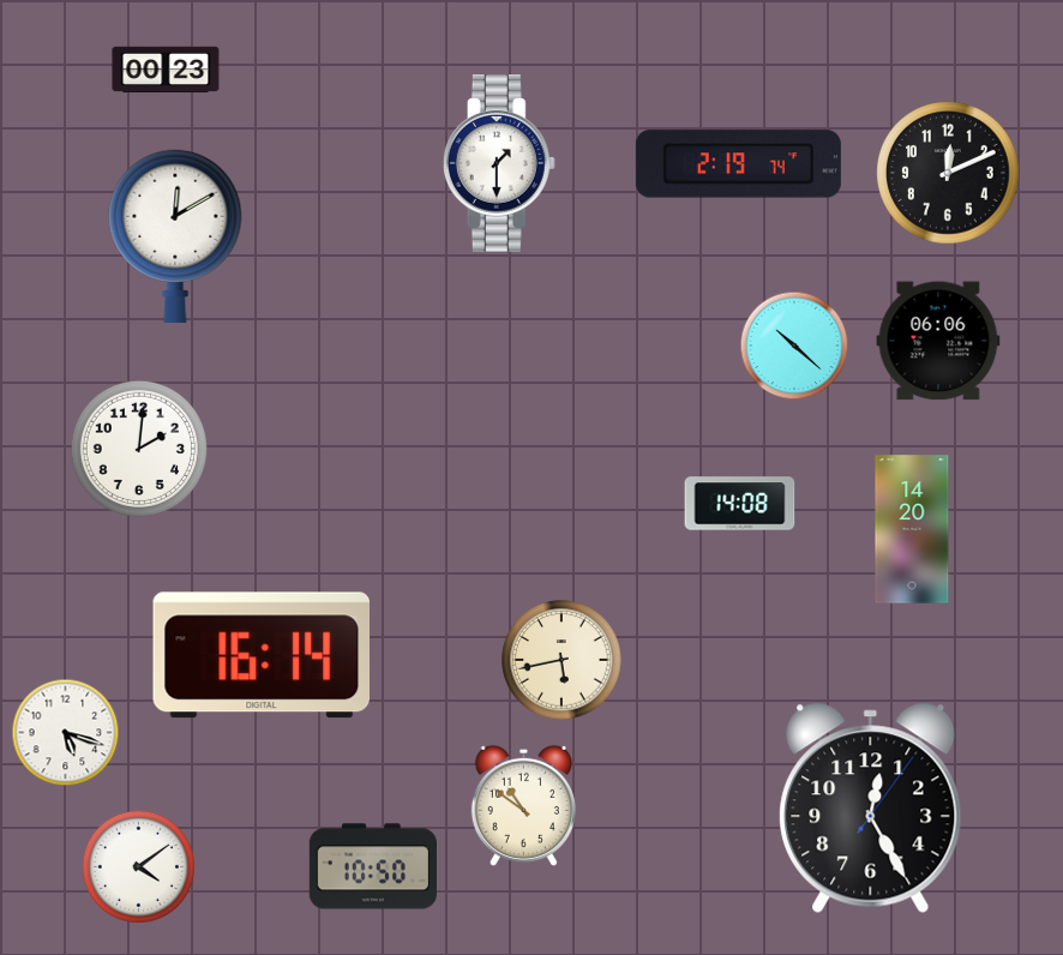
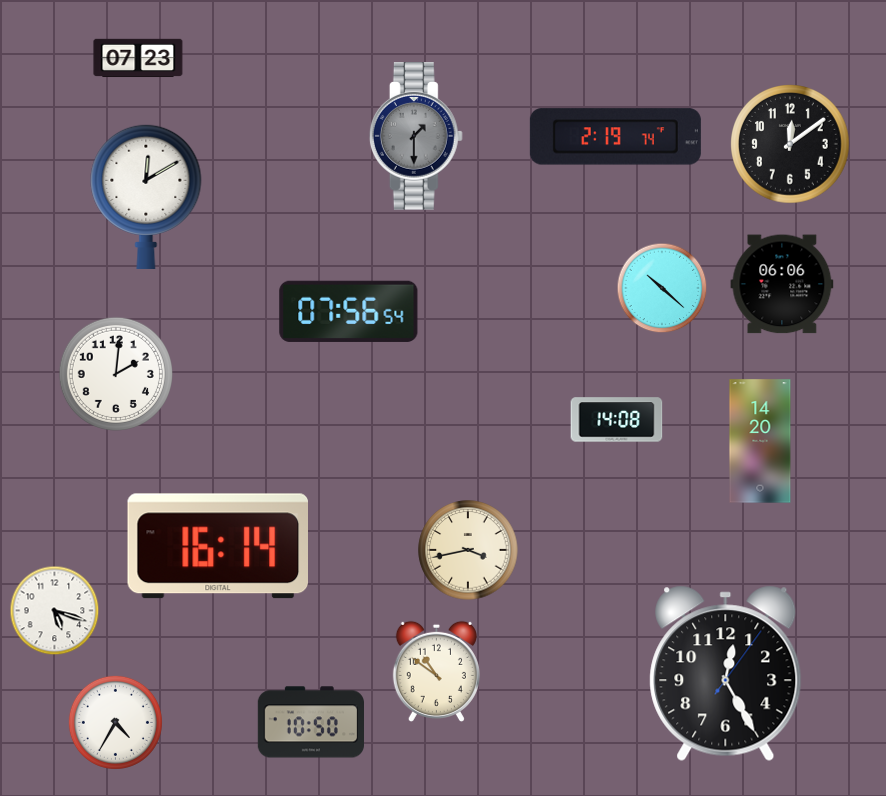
clock at (166, 70): 00:23 -> 07:23
clock at (499, 164) dial: white -> grey
clock at (948, 173): 12:11 -> 12:09
clock at (349, 311): none -> 07:56
clock at (561, 660): 5:43 -> 3:43
clock at (138, 866): 4:09 -> 4:35
